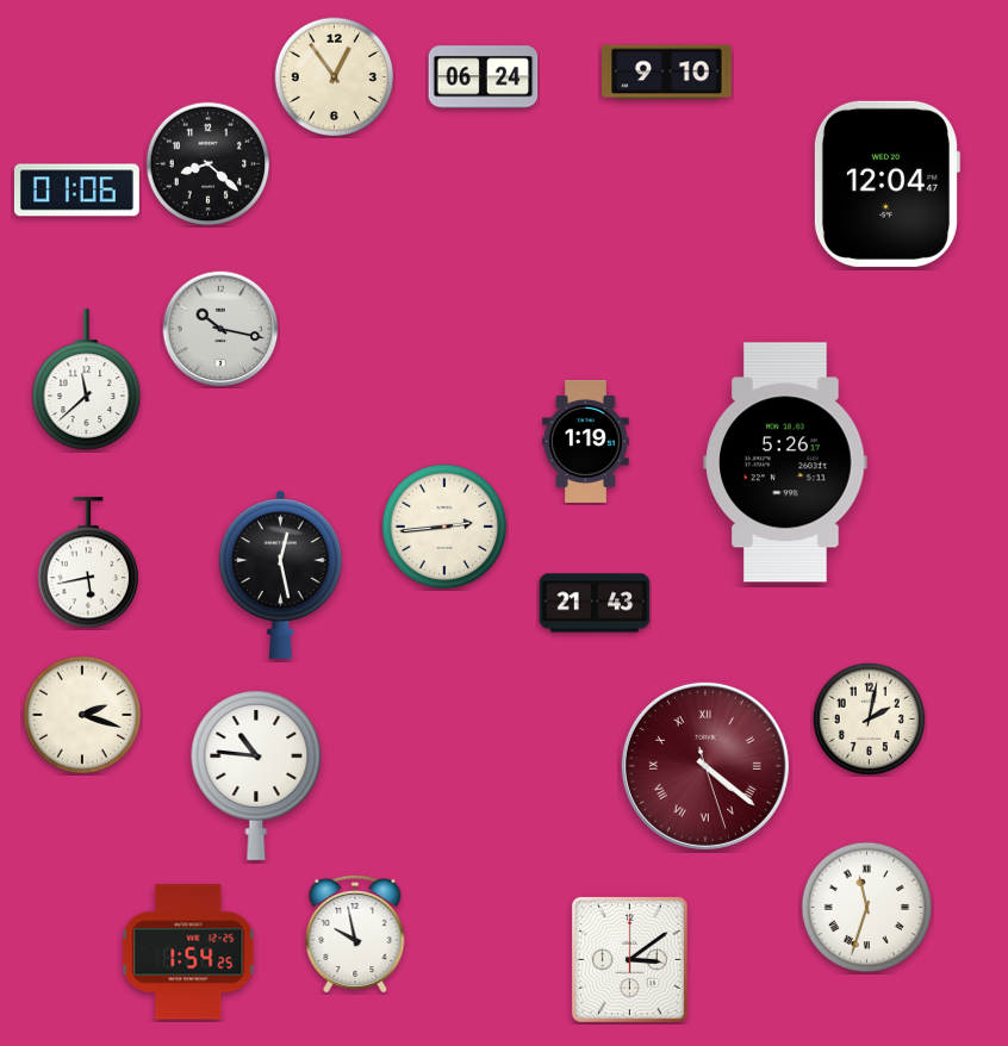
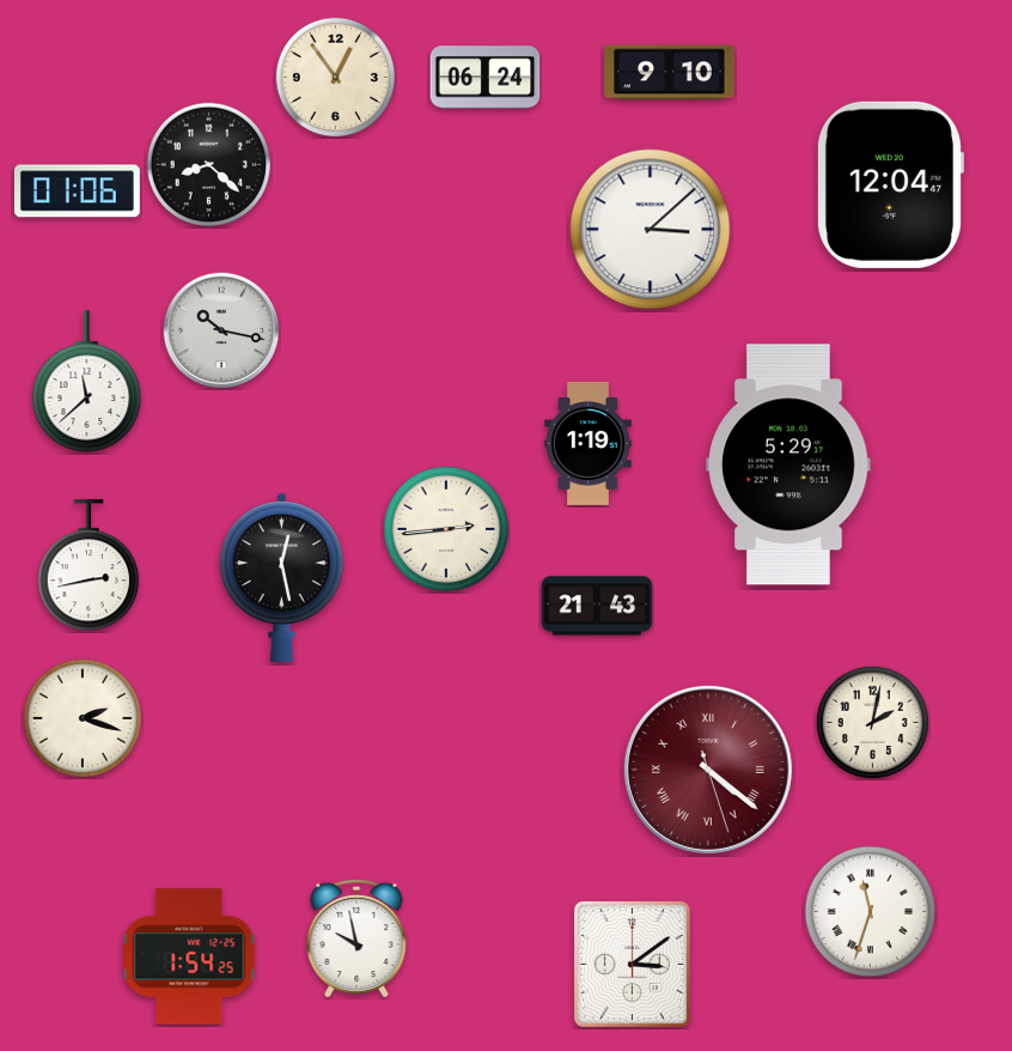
clock at (651, 230): none -> 3:08
clock at (785, 462): 5:26 -> 5:29
clock at (88, 564): 5:43 -> 2:43
clock at (256, 776): 10:46 -> none
